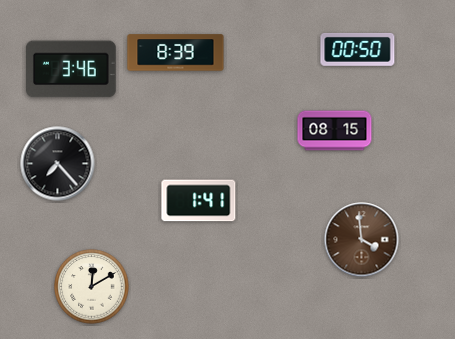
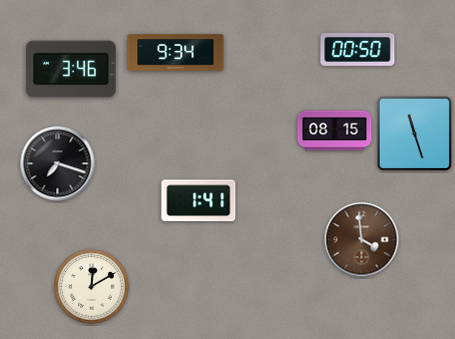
clock at (176, 53): 8:39 -> 9:34
clock at (415, 134): none -> 11:27
clock at (58, 164): 7:23 -> 7:18
